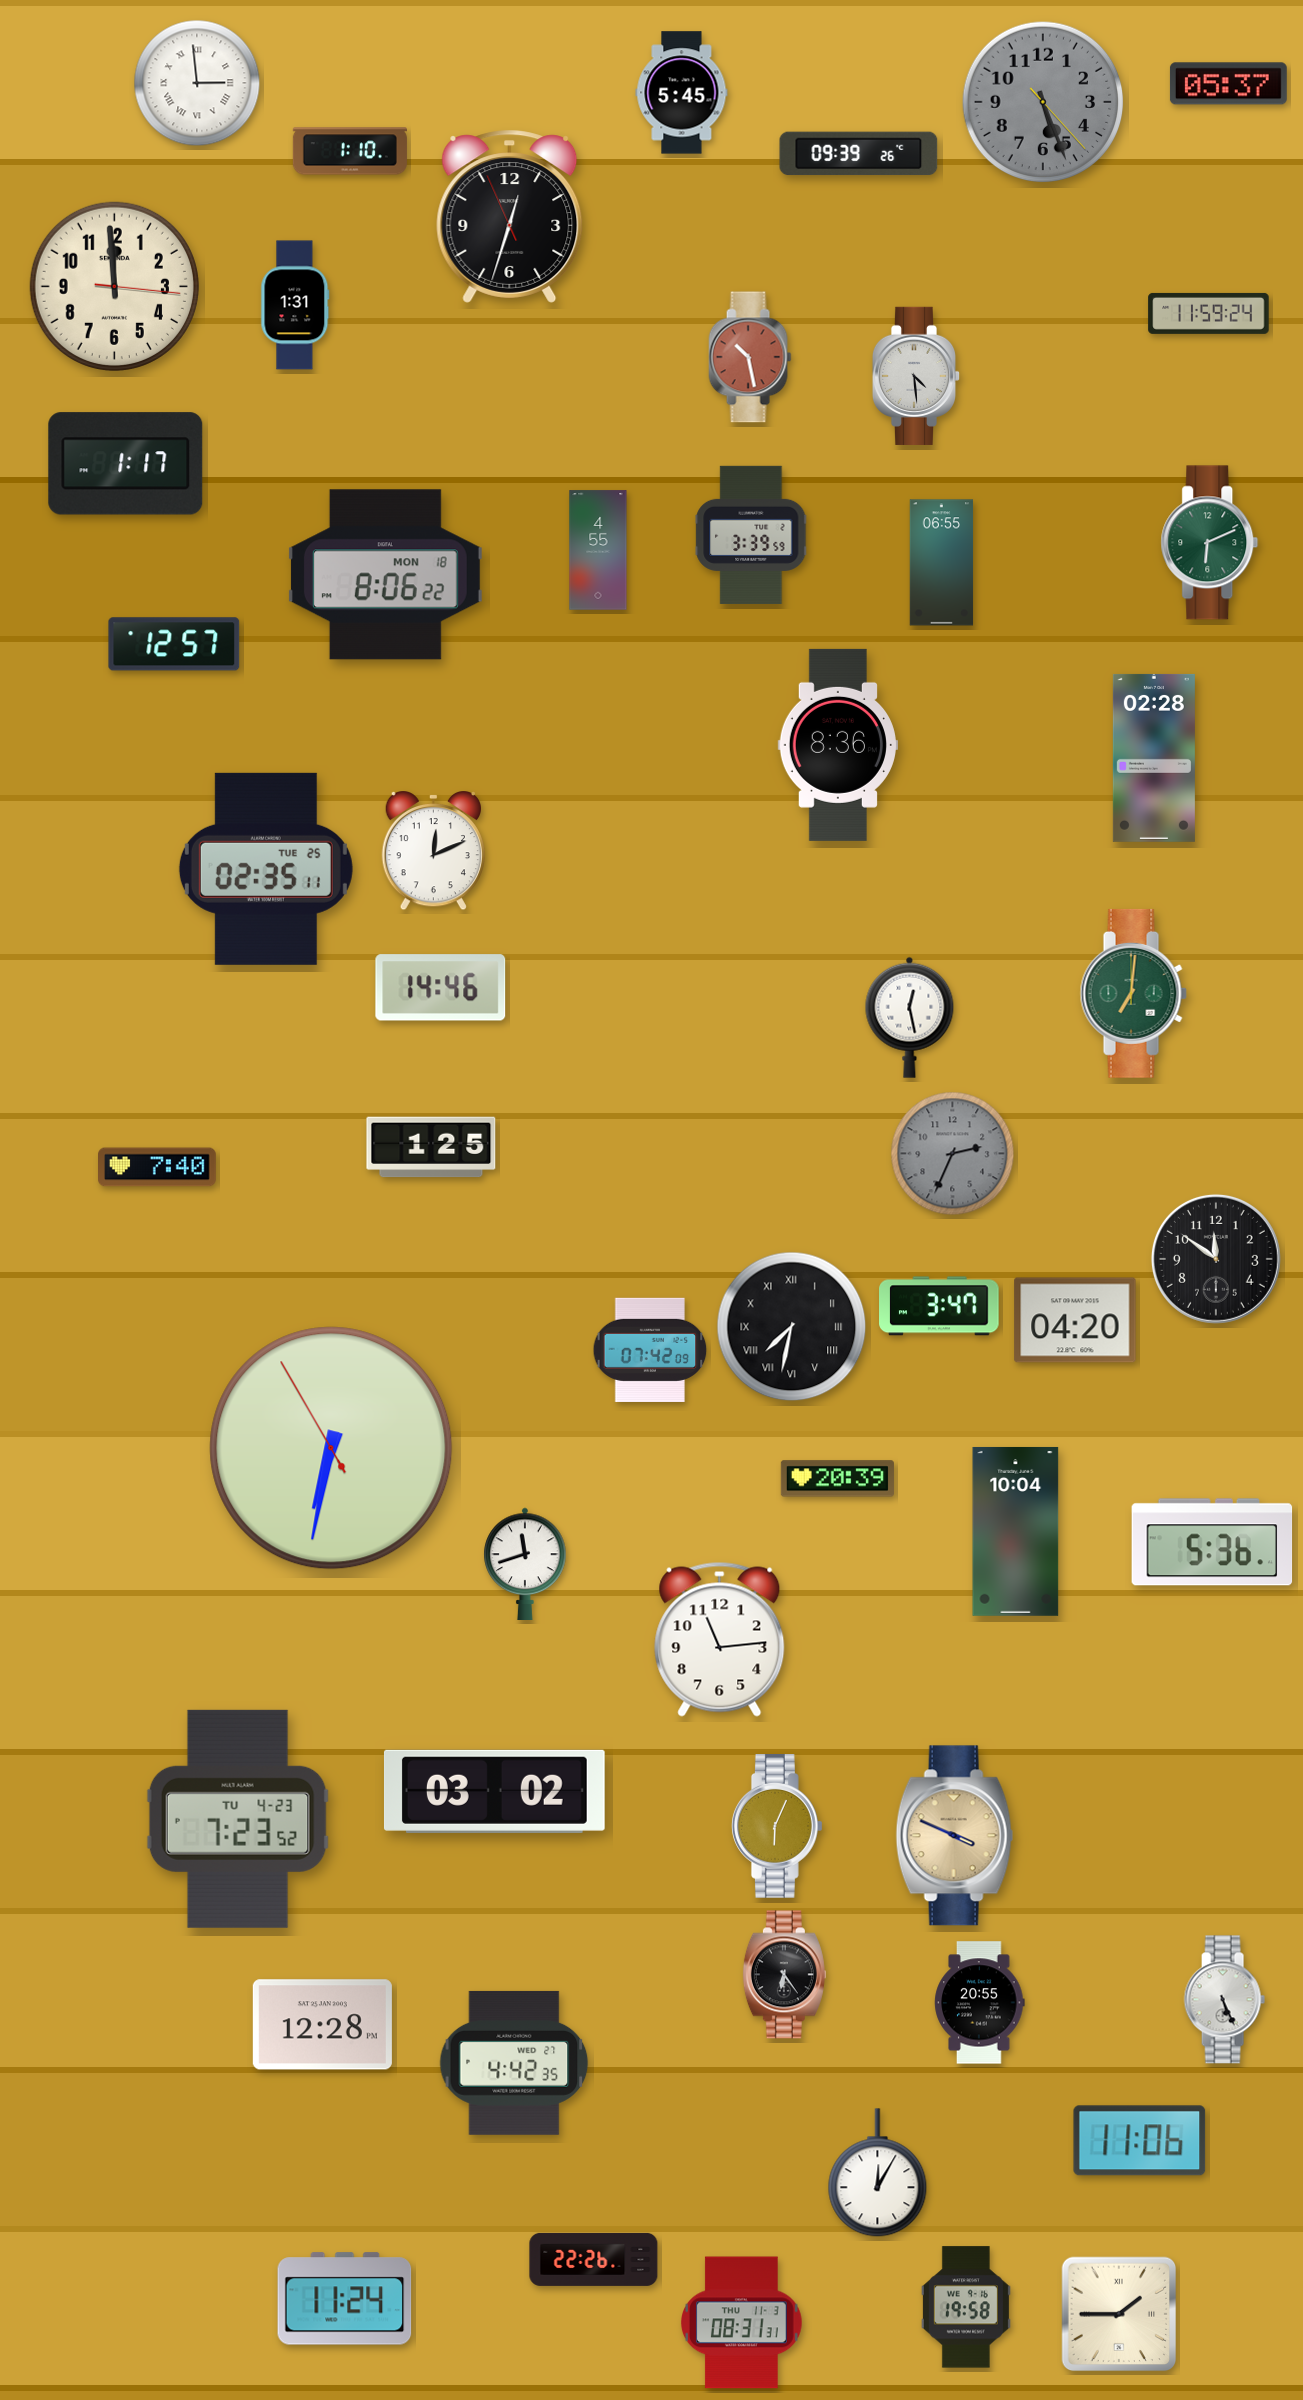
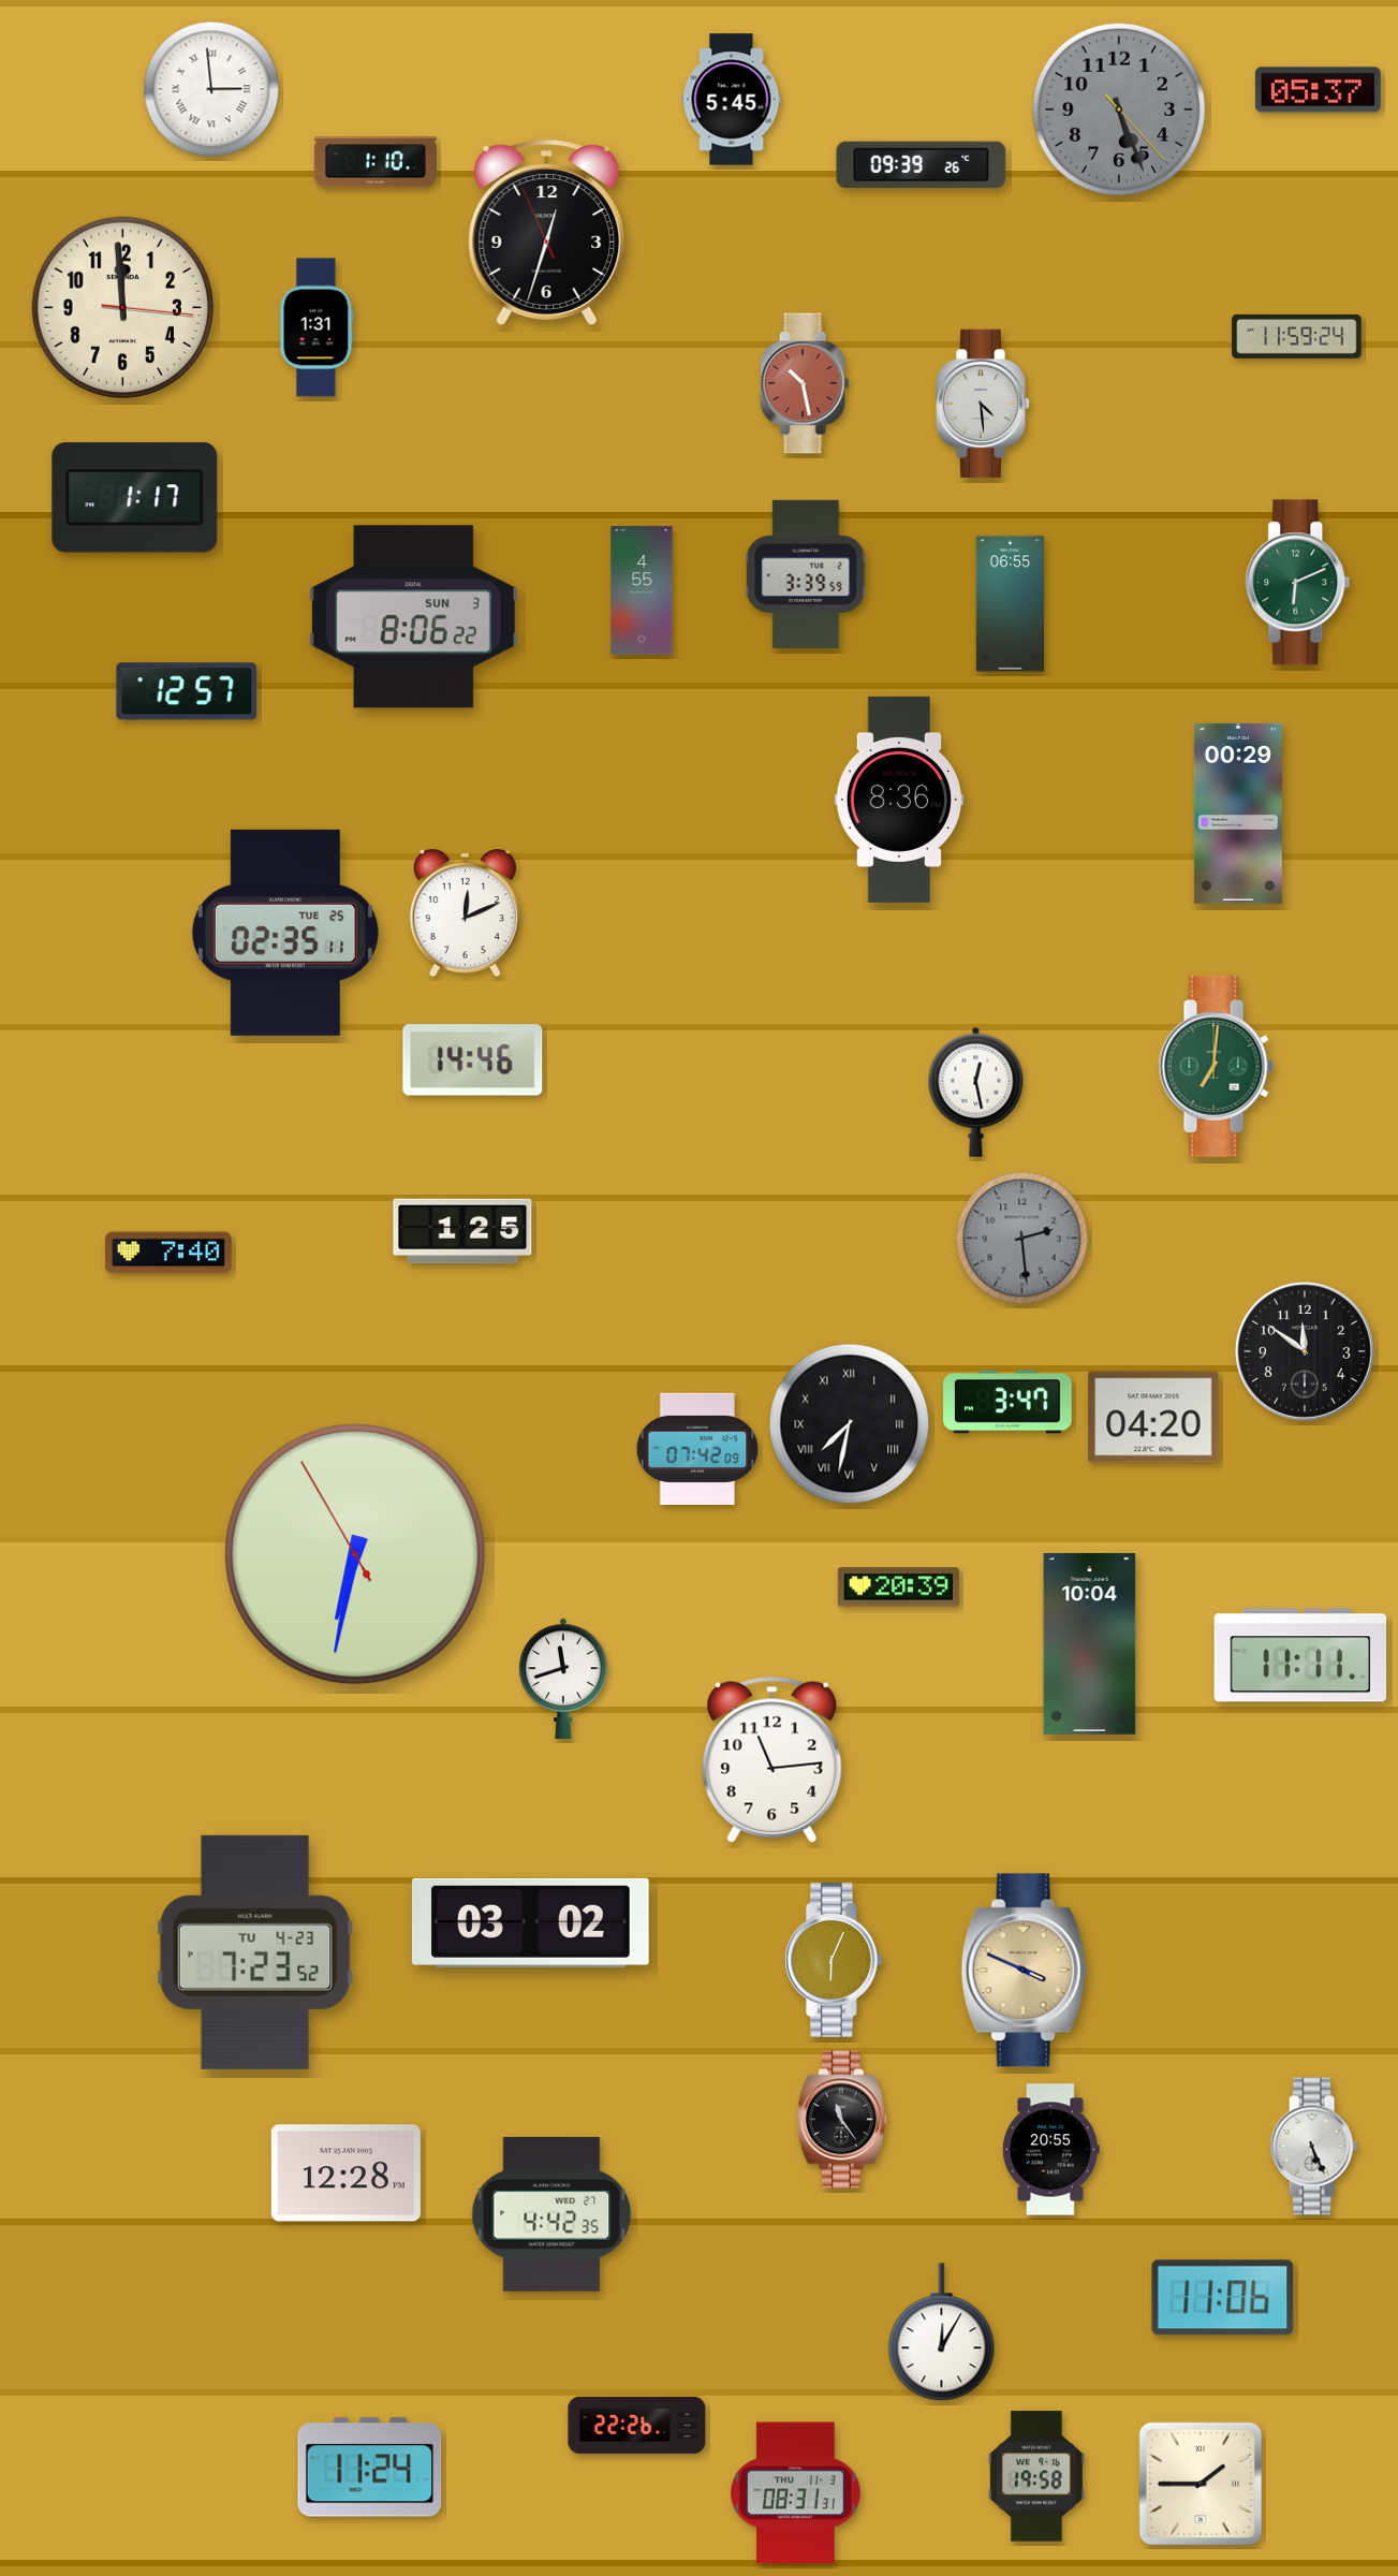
clock at (385, 575) date: MON 18 -> SUN 3
clock at (1154, 758): 02:28 -> 00:29
clock at (953, 1154): 2:34 -> 2:29
clock at (1212, 1542): 5:36 -> 11:11
clock at (784, 1975): 6:24 -> 11:24
